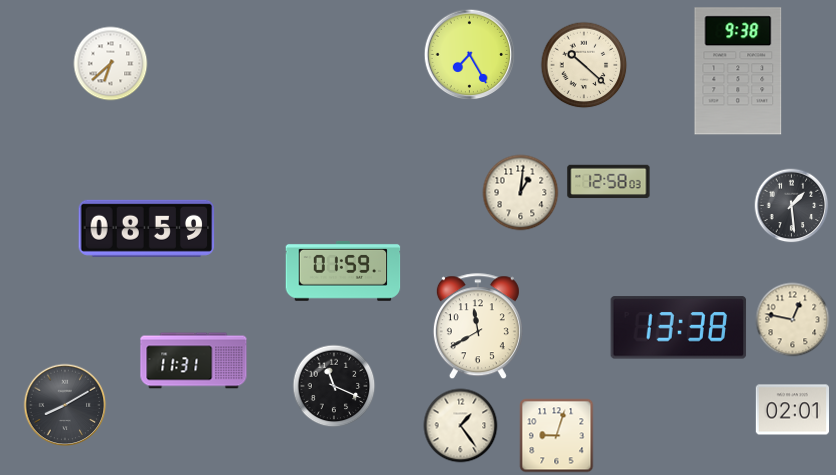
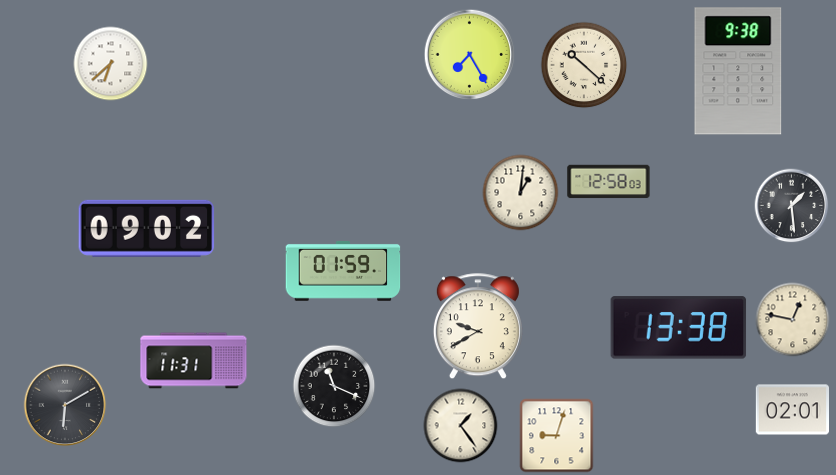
clock at (147, 228): 08:59 -> 09:02
clock at (478, 327): 11:40 -> 9:40
clock at (65, 405): 8:10 -> 6:10
